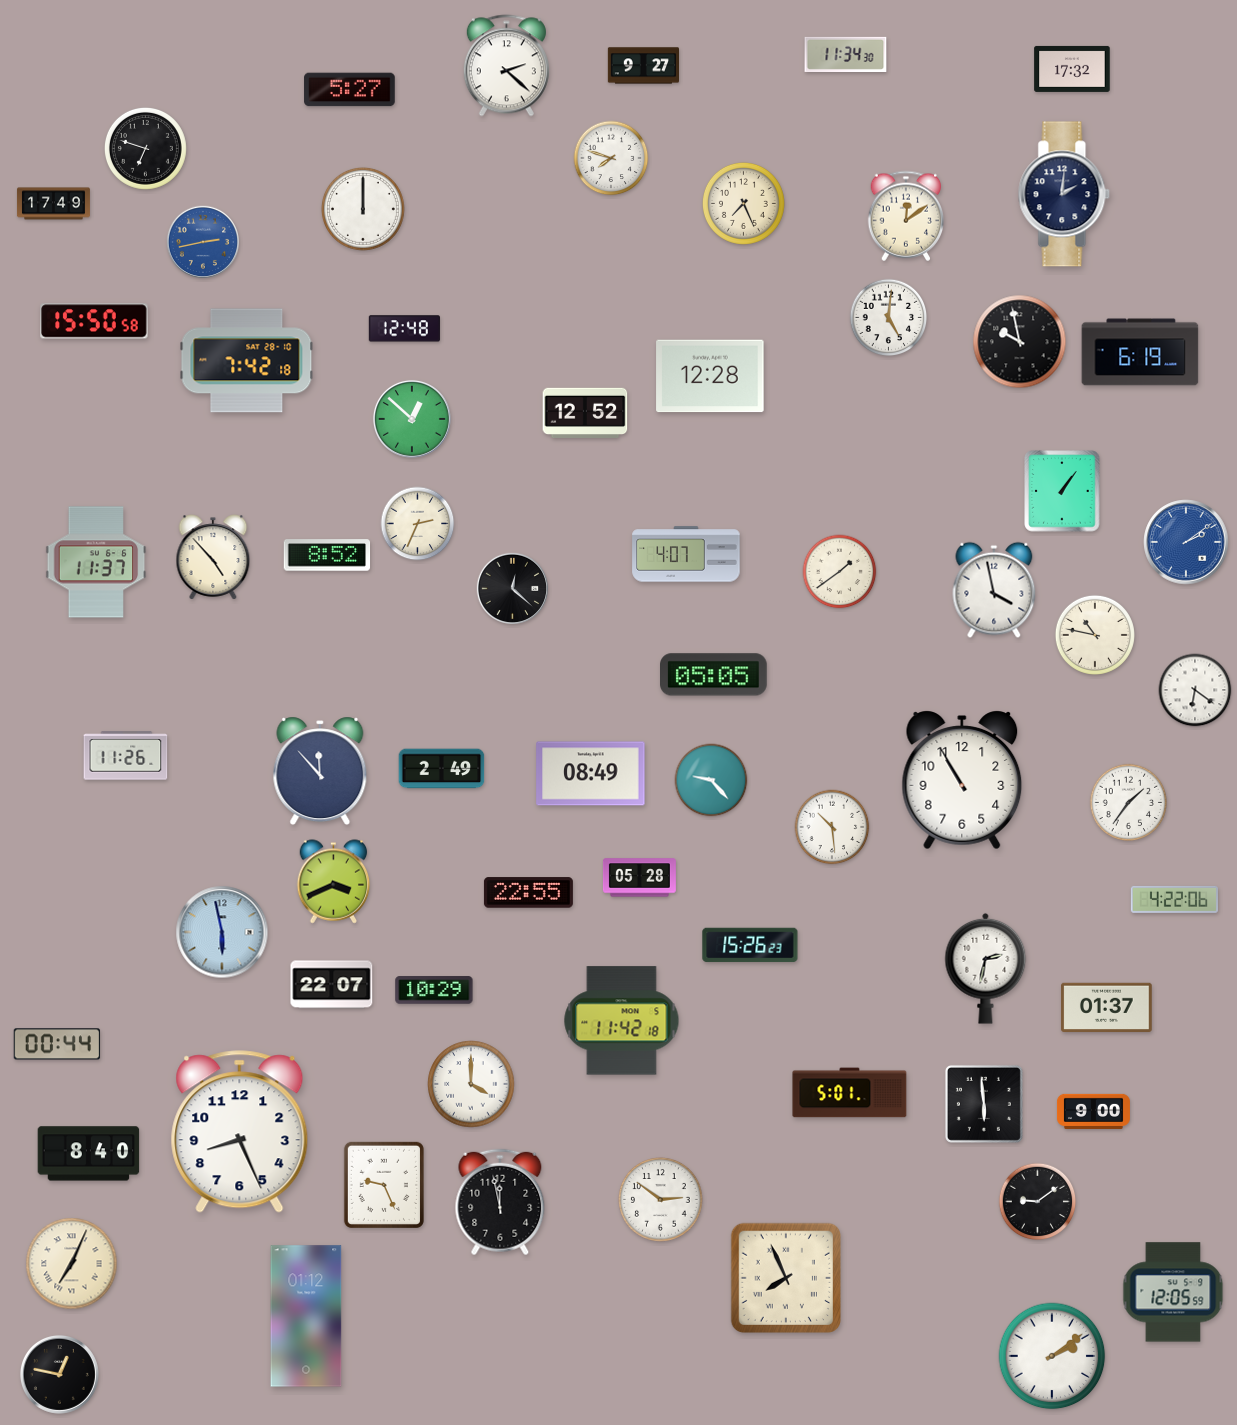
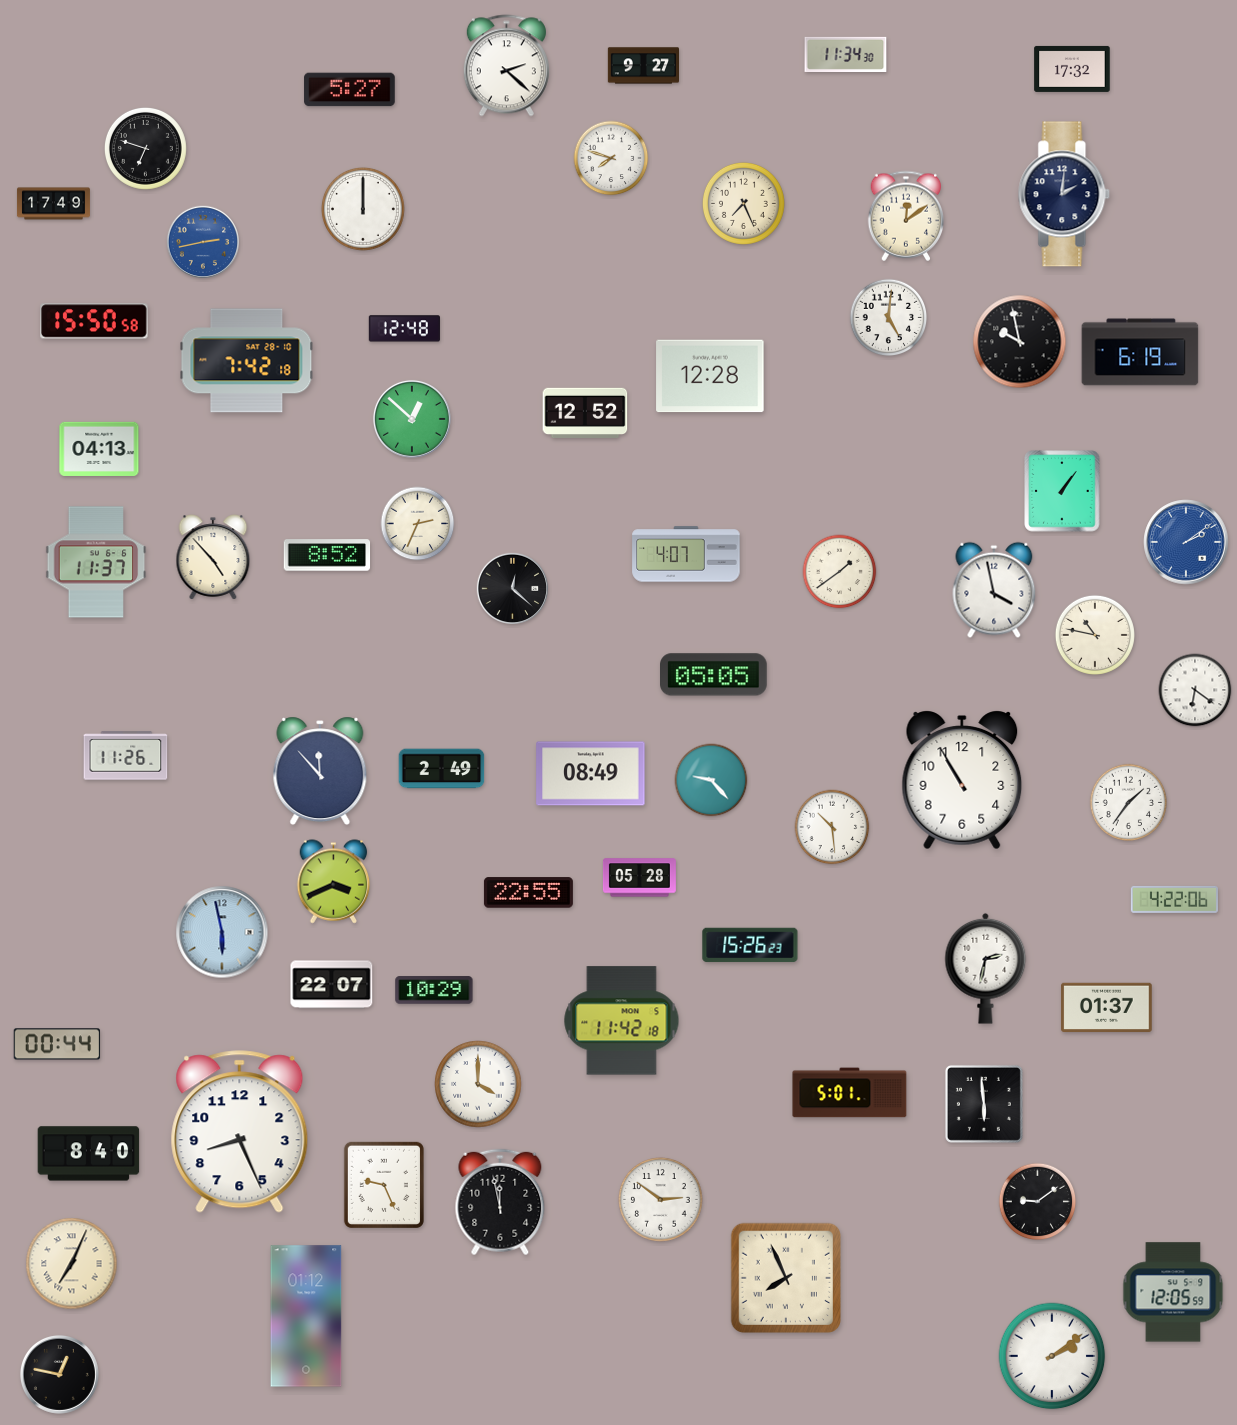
clock at (99, 449): none -> 04:13
clock at (471, 1084) position: (471, 1084) -> (478, 1084)
clock at (1093, 1111): 9:00 -> none
